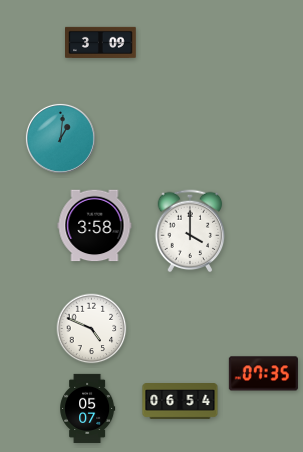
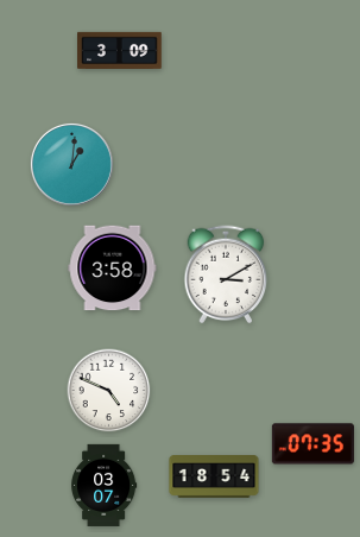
clock at (190, 231): 4:00 -> 3:10
clock at (180, 402): 06:54 -> 18:54
clock at (88, 408): 05:07 -> 03:07
